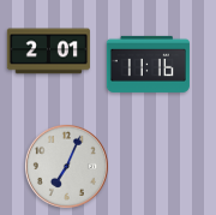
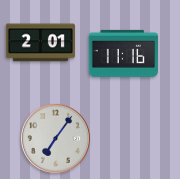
clock at (66, 166): 7:04 -> 7:06
